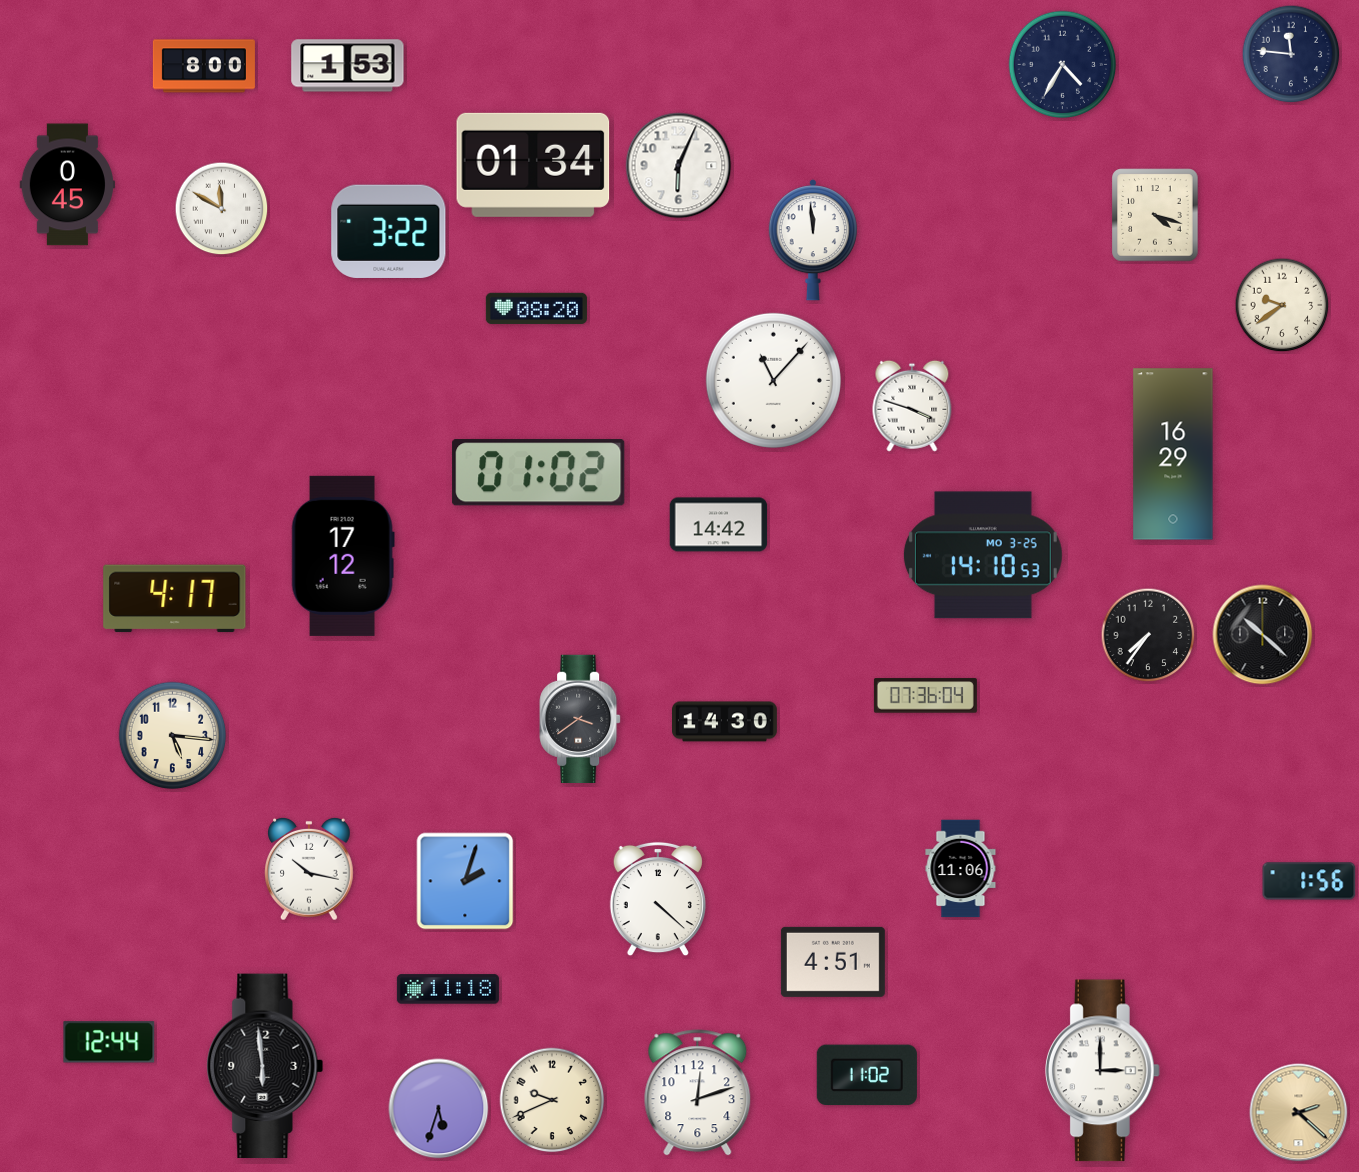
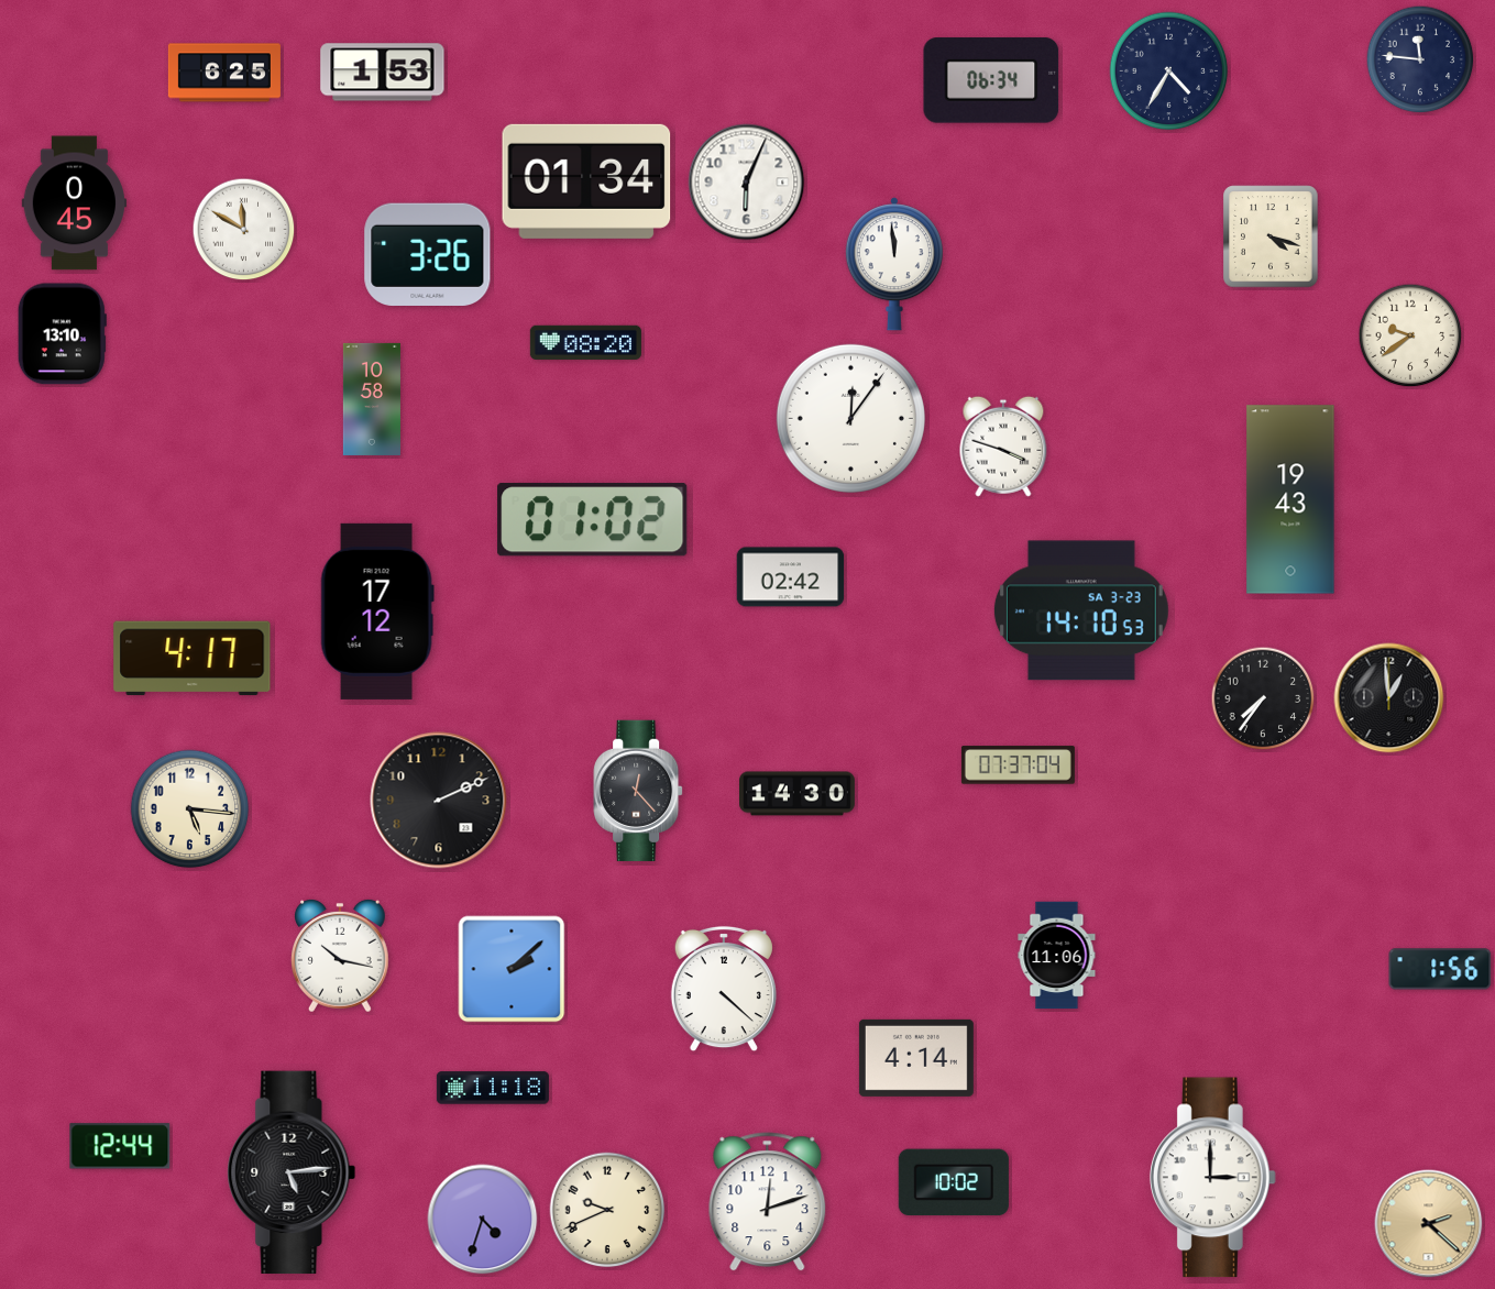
clock at (204, 66): 8:00 -> 6:25
clock at (991, 80): none -> 06:34
clock at (389, 231): 3:22 -> 3:26
clock at (62, 334): none -> 13:10
clock at (536, 308) position: (536, 308) -> (585, 342)
clock at (372, 399): none -> 10:58
clock at (773, 380): 11:07 -> 12:06
clock at (1173, 454): 16:29 -> 19:43
clock at (719, 525): 14:42 -> 02:42
clock at (983, 555) date: MO 3-25 -> SA 3-23
clock at (1263, 635): 10:22 -> 12:59
clock at (925, 696): 07:36 -> 07:37
clock at (580, 718): 3:39 -> 12:23
clock at (439, 801): none -> 2:11
clock at (465, 881): 2:03 -> 2:08
clock at (833, 962): 4:51 -> 4:14
clock at (265, 1066): 5:59 -> 5:14
clock at (867, 1075): 11:02 -> 10:02
clock at (439, 1109): 5:33 -> 4:33
